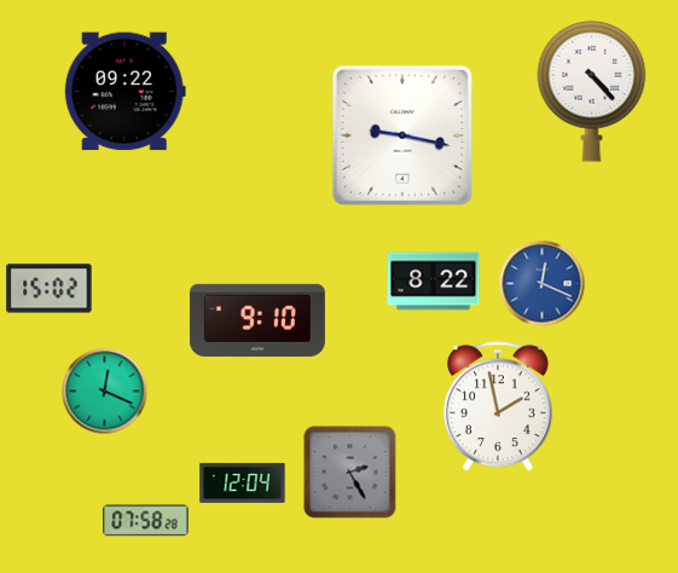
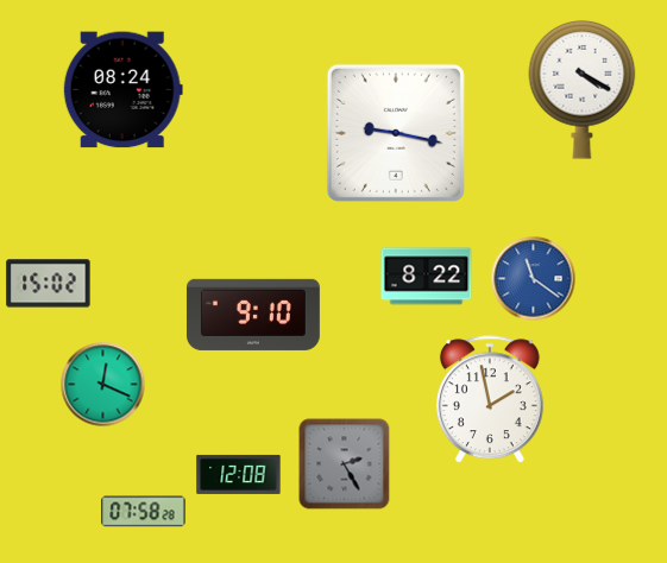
clock at (592, 91): 4:23 -> 4:20
clock at (124, 92): 09:22 -> 08:24
clock at (543, 284): 12:19 -> 11:21
clock at (243, 482): 12:04 -> 12:08
